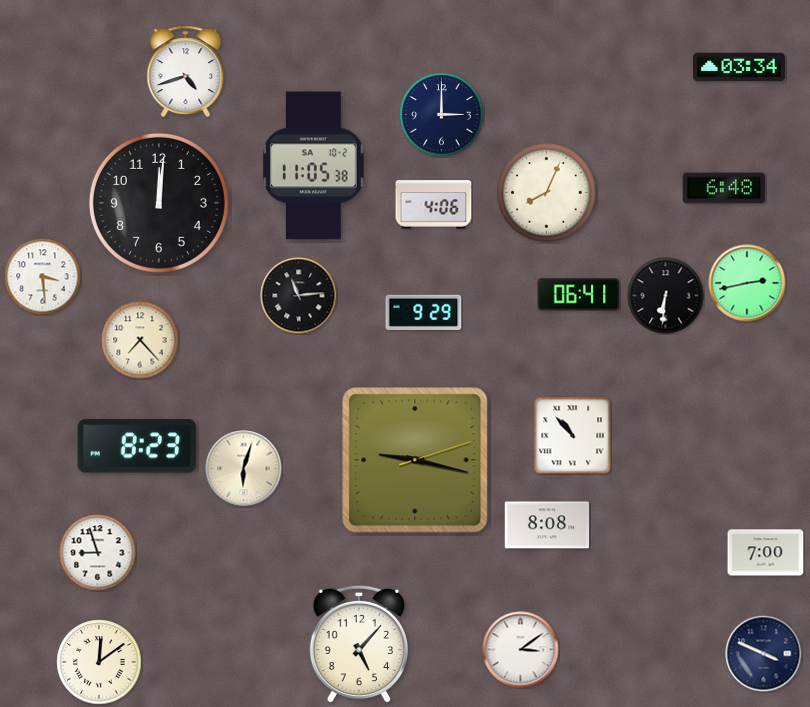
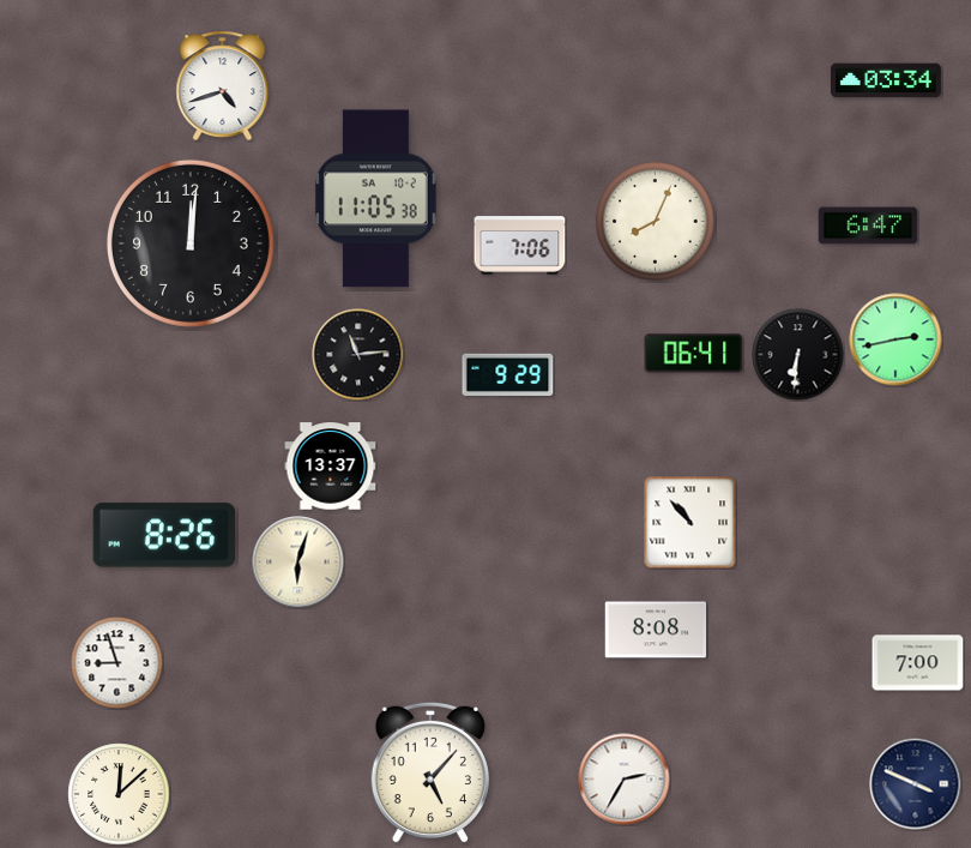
clock at (442, 115): 3:00 -> none
clock at (724, 188): 6:48 -> 6:47
clock at (547, 193) position: (547, 193) -> (656, 222)
clock at (434, 205): 4:06 -> 7:06
clock at (43, 277): 3:29 -> none
clock at (140, 340): 7:23 -> none
clock at (331, 467): none -> 13:37
clock at (573, 436) position: (573, 436) -> (690, 523)
clock at (137, 446): 8:23 -> 8:26
clock at (415, 460): 9:17 -> none
clock at (244, 469) position: (244, 469) -> (298, 563)
clock at (521, 650): 3:09 -> 2:35
clock at (99, 662): 12:09 -> 12:08
